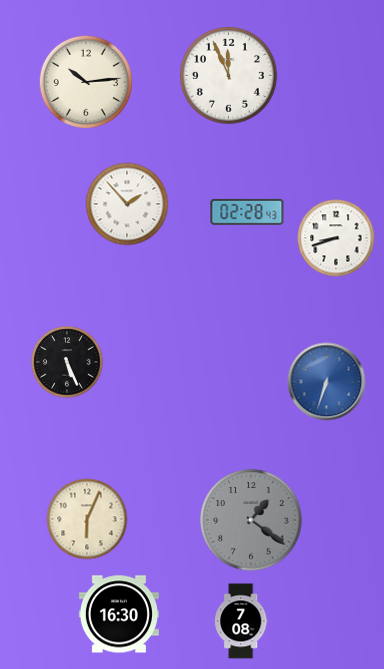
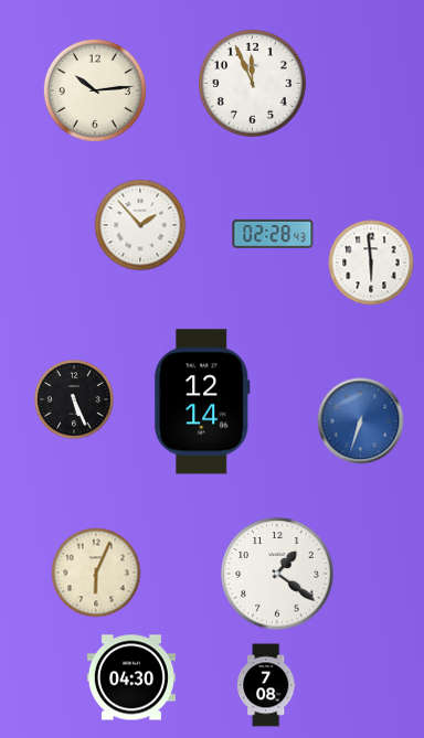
clock at (336, 238): 8:42 -> 5:59
clock at (202, 402): none -> 12:14
clock at (251, 520) dial: grey -> white
clock at (119, 614): 16:30 -> 04:30
